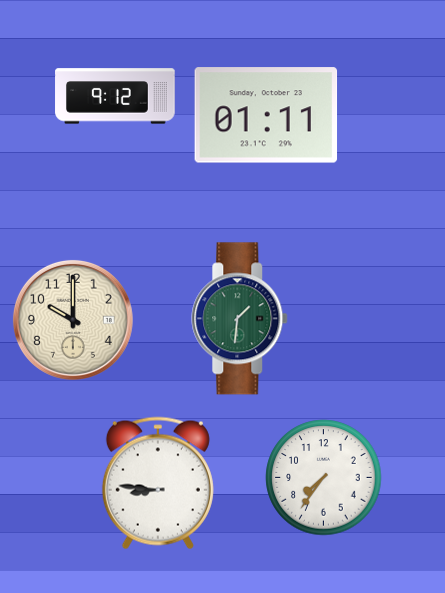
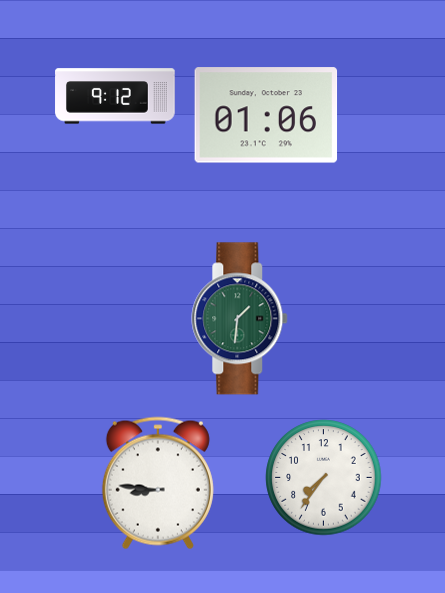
clock at (266, 115): 01:11 -> 01:06
clock at (73, 320): 10:00 -> none
